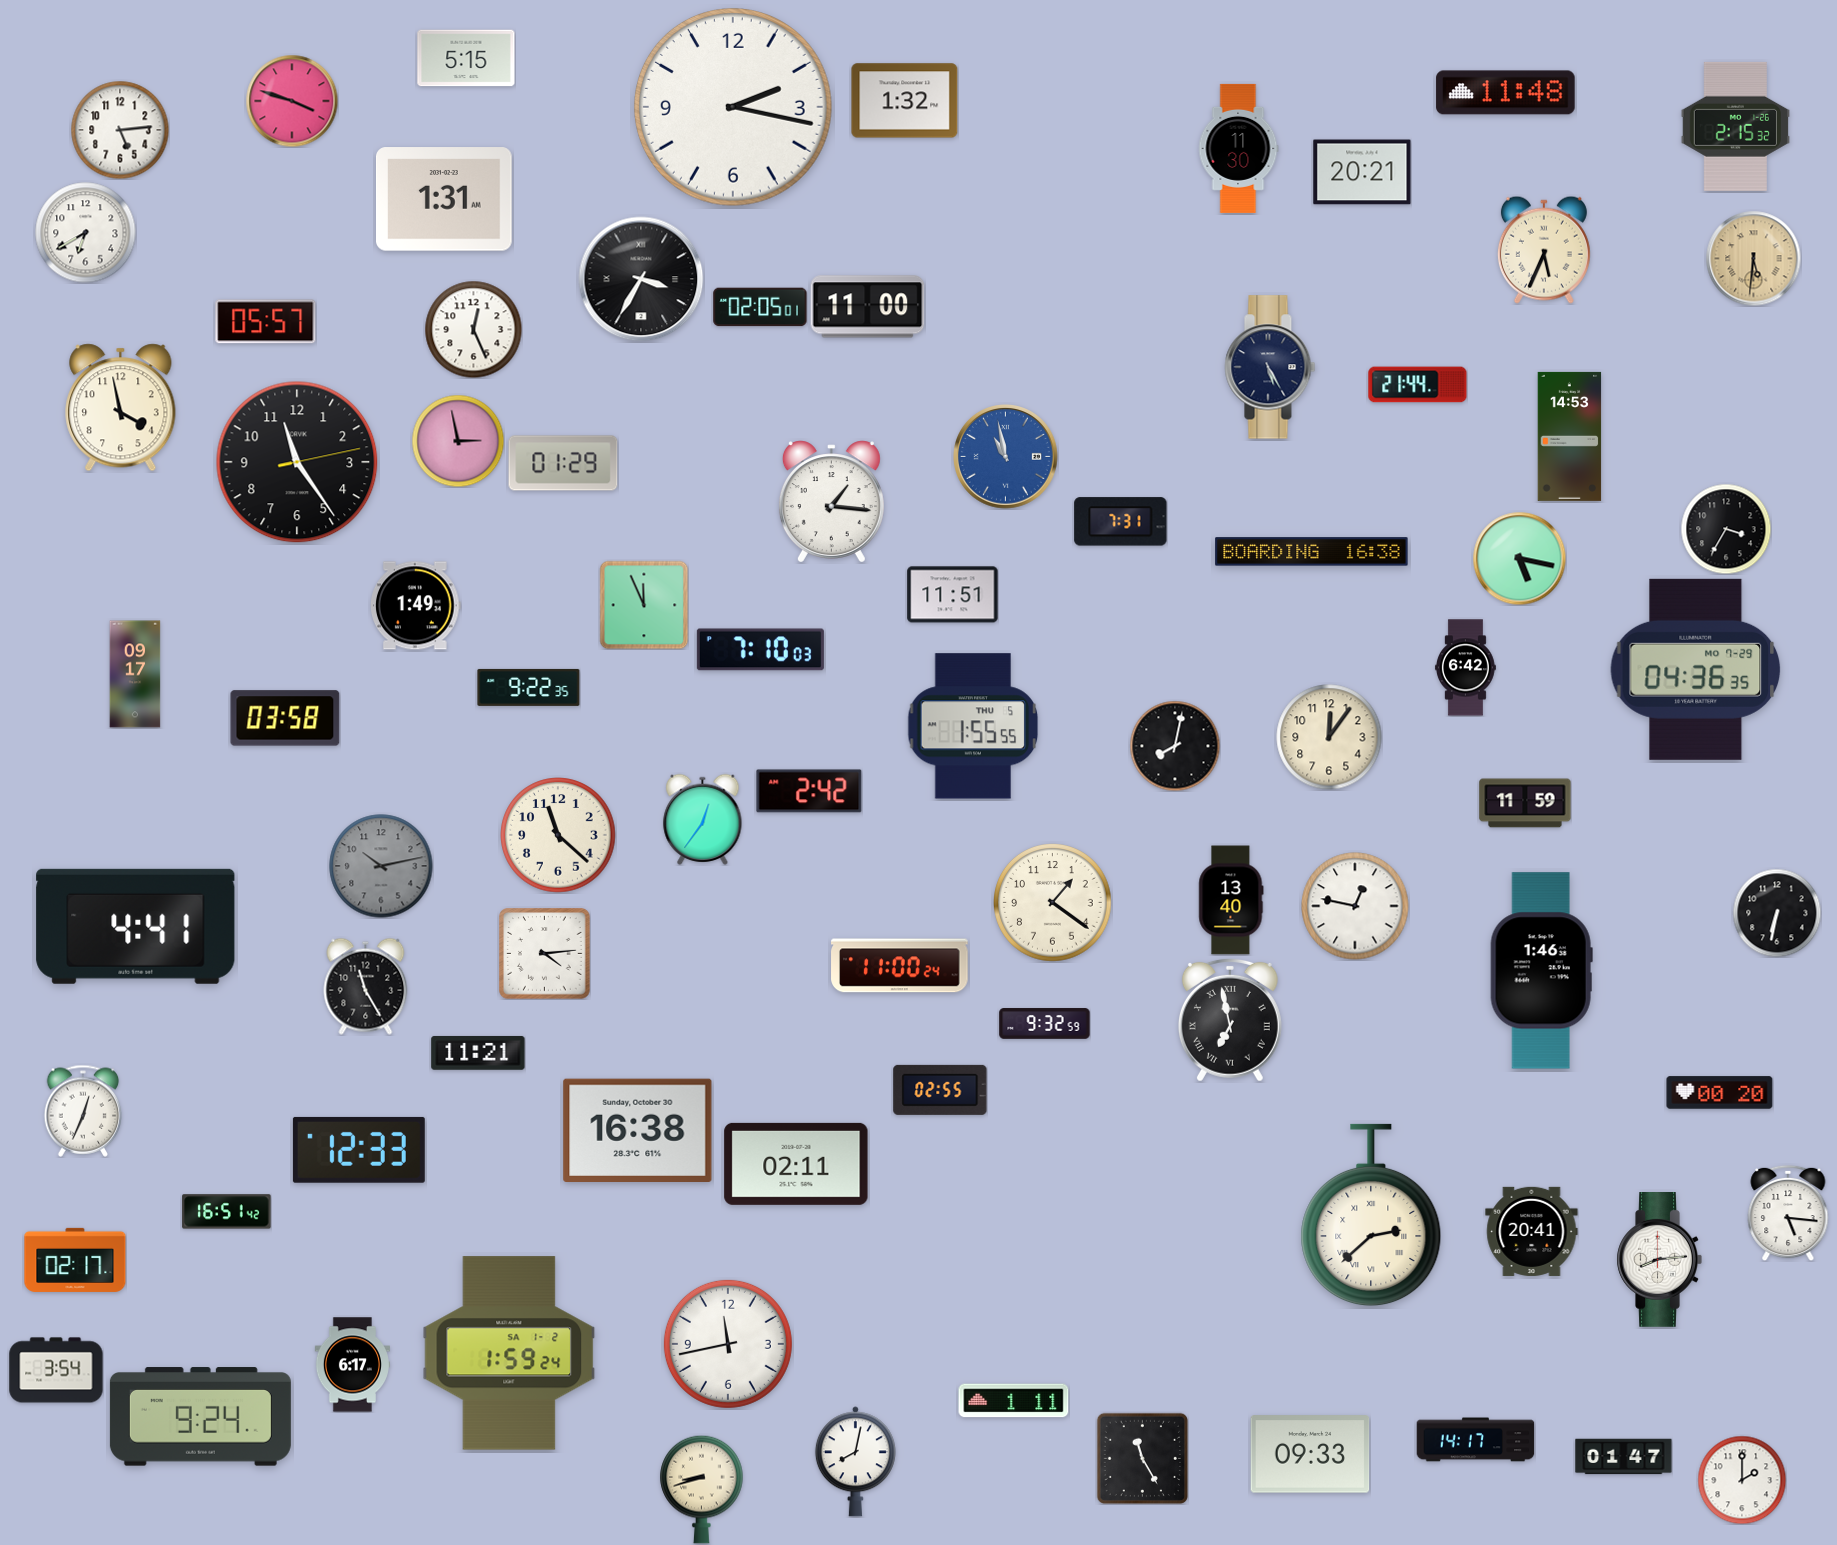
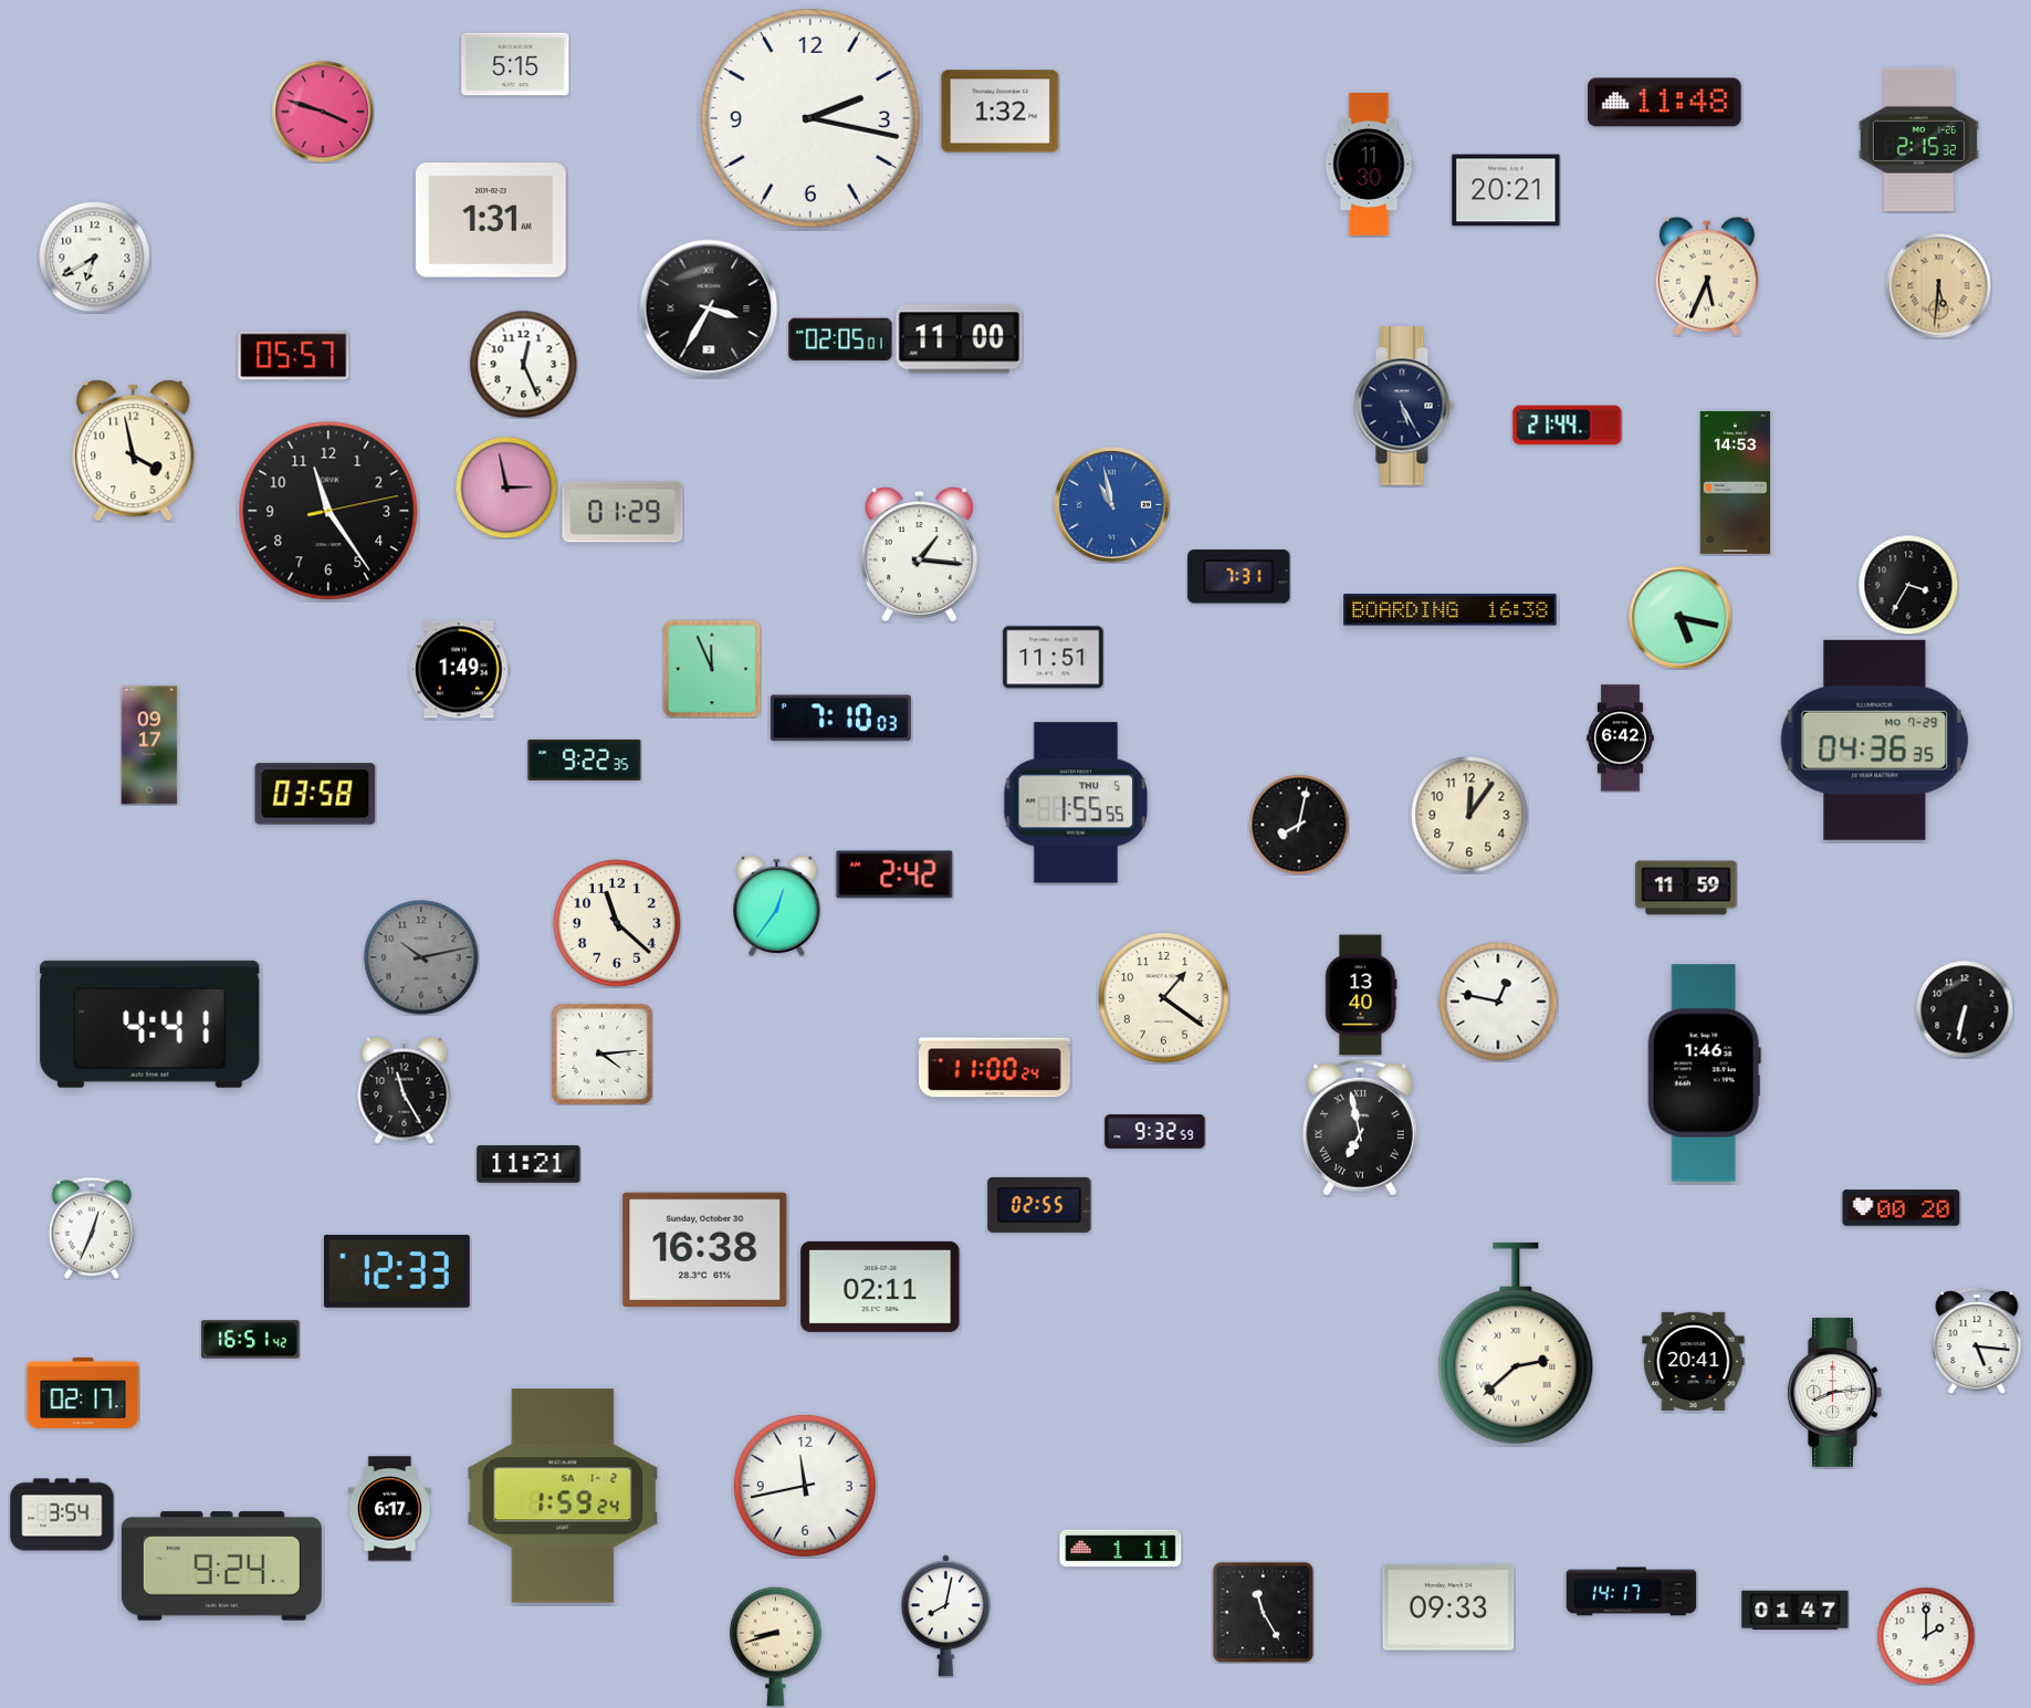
clock at (120, 130): 5:14 -> none
